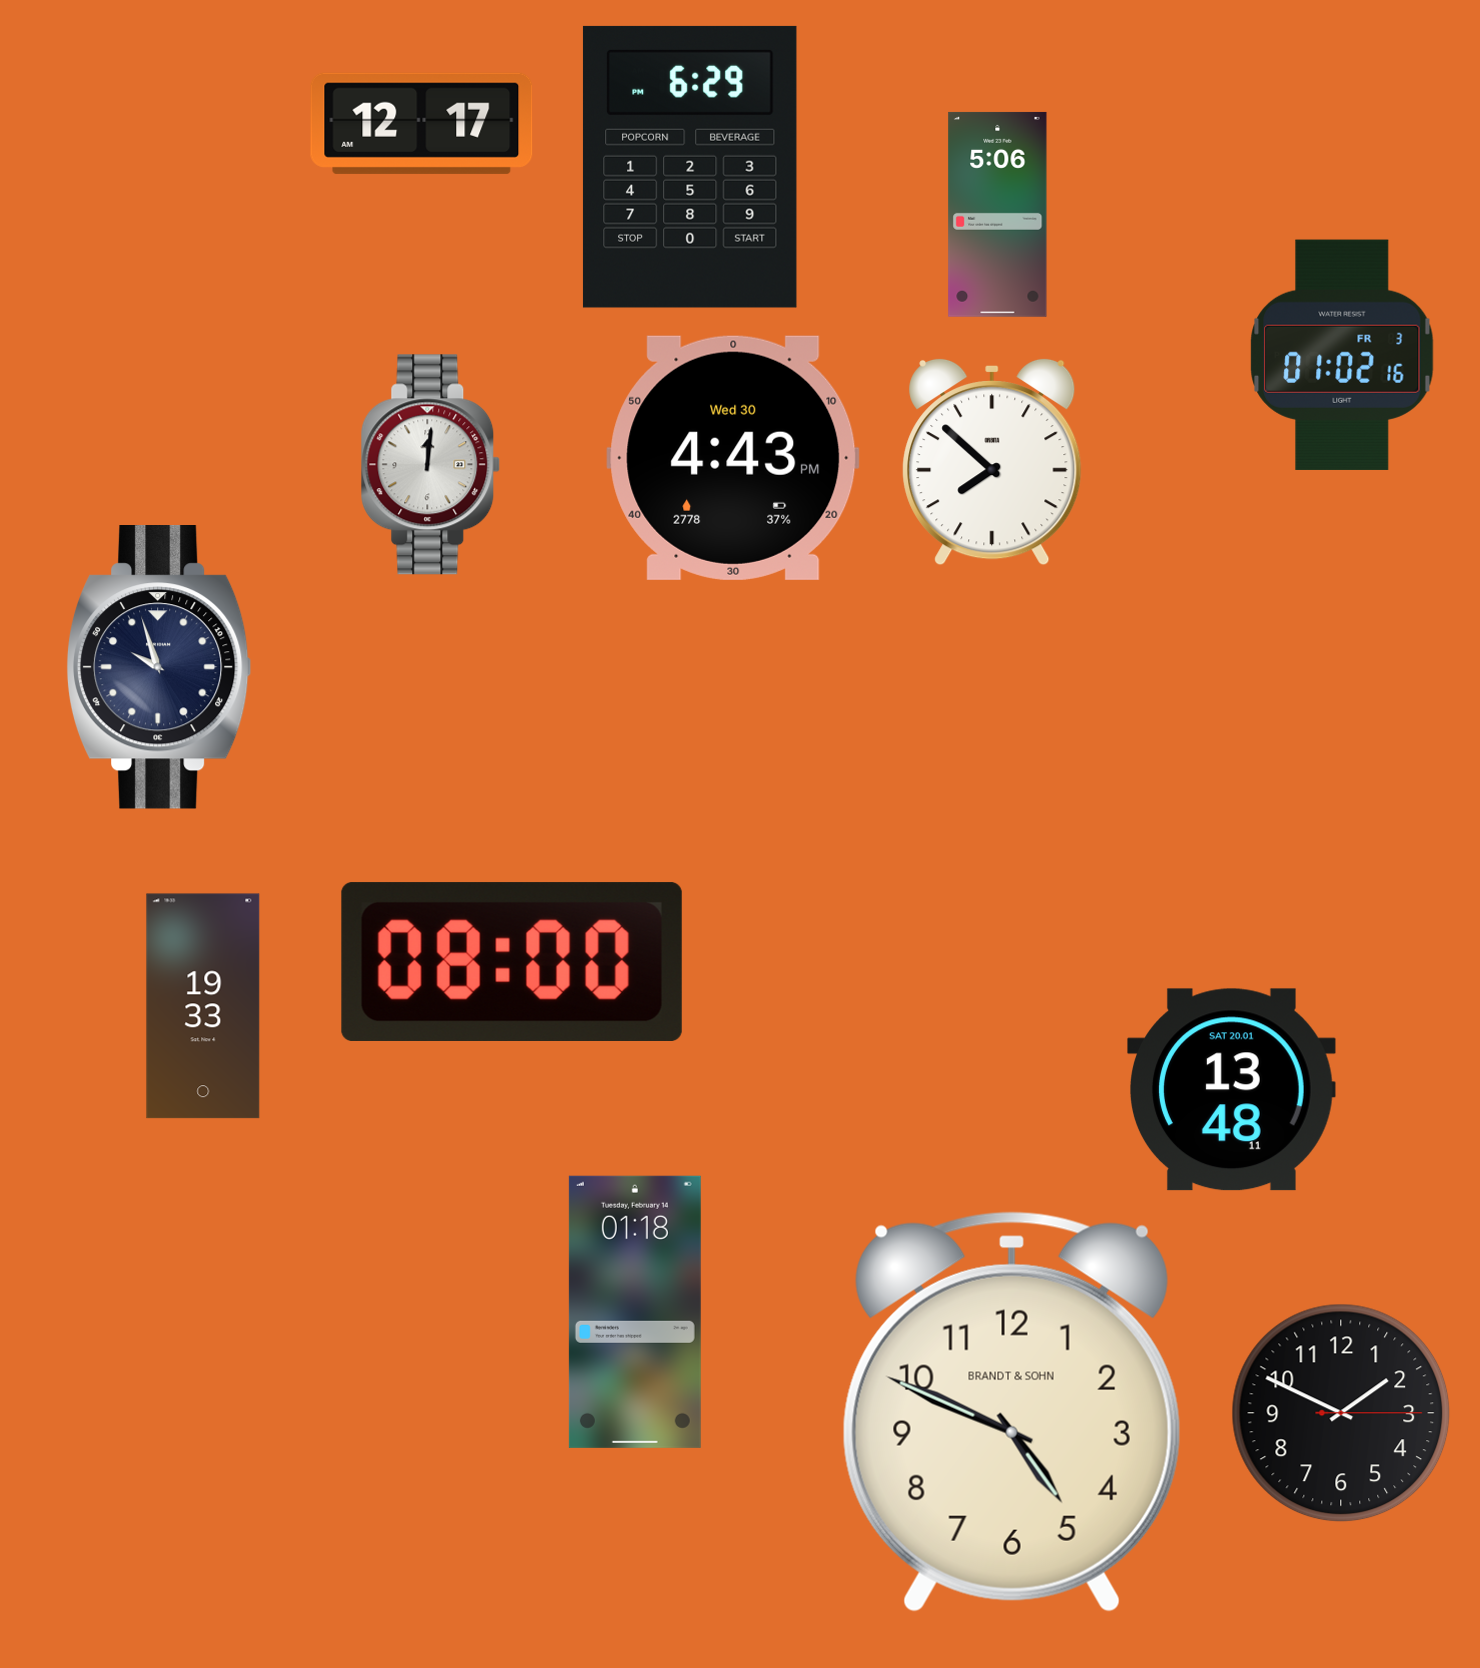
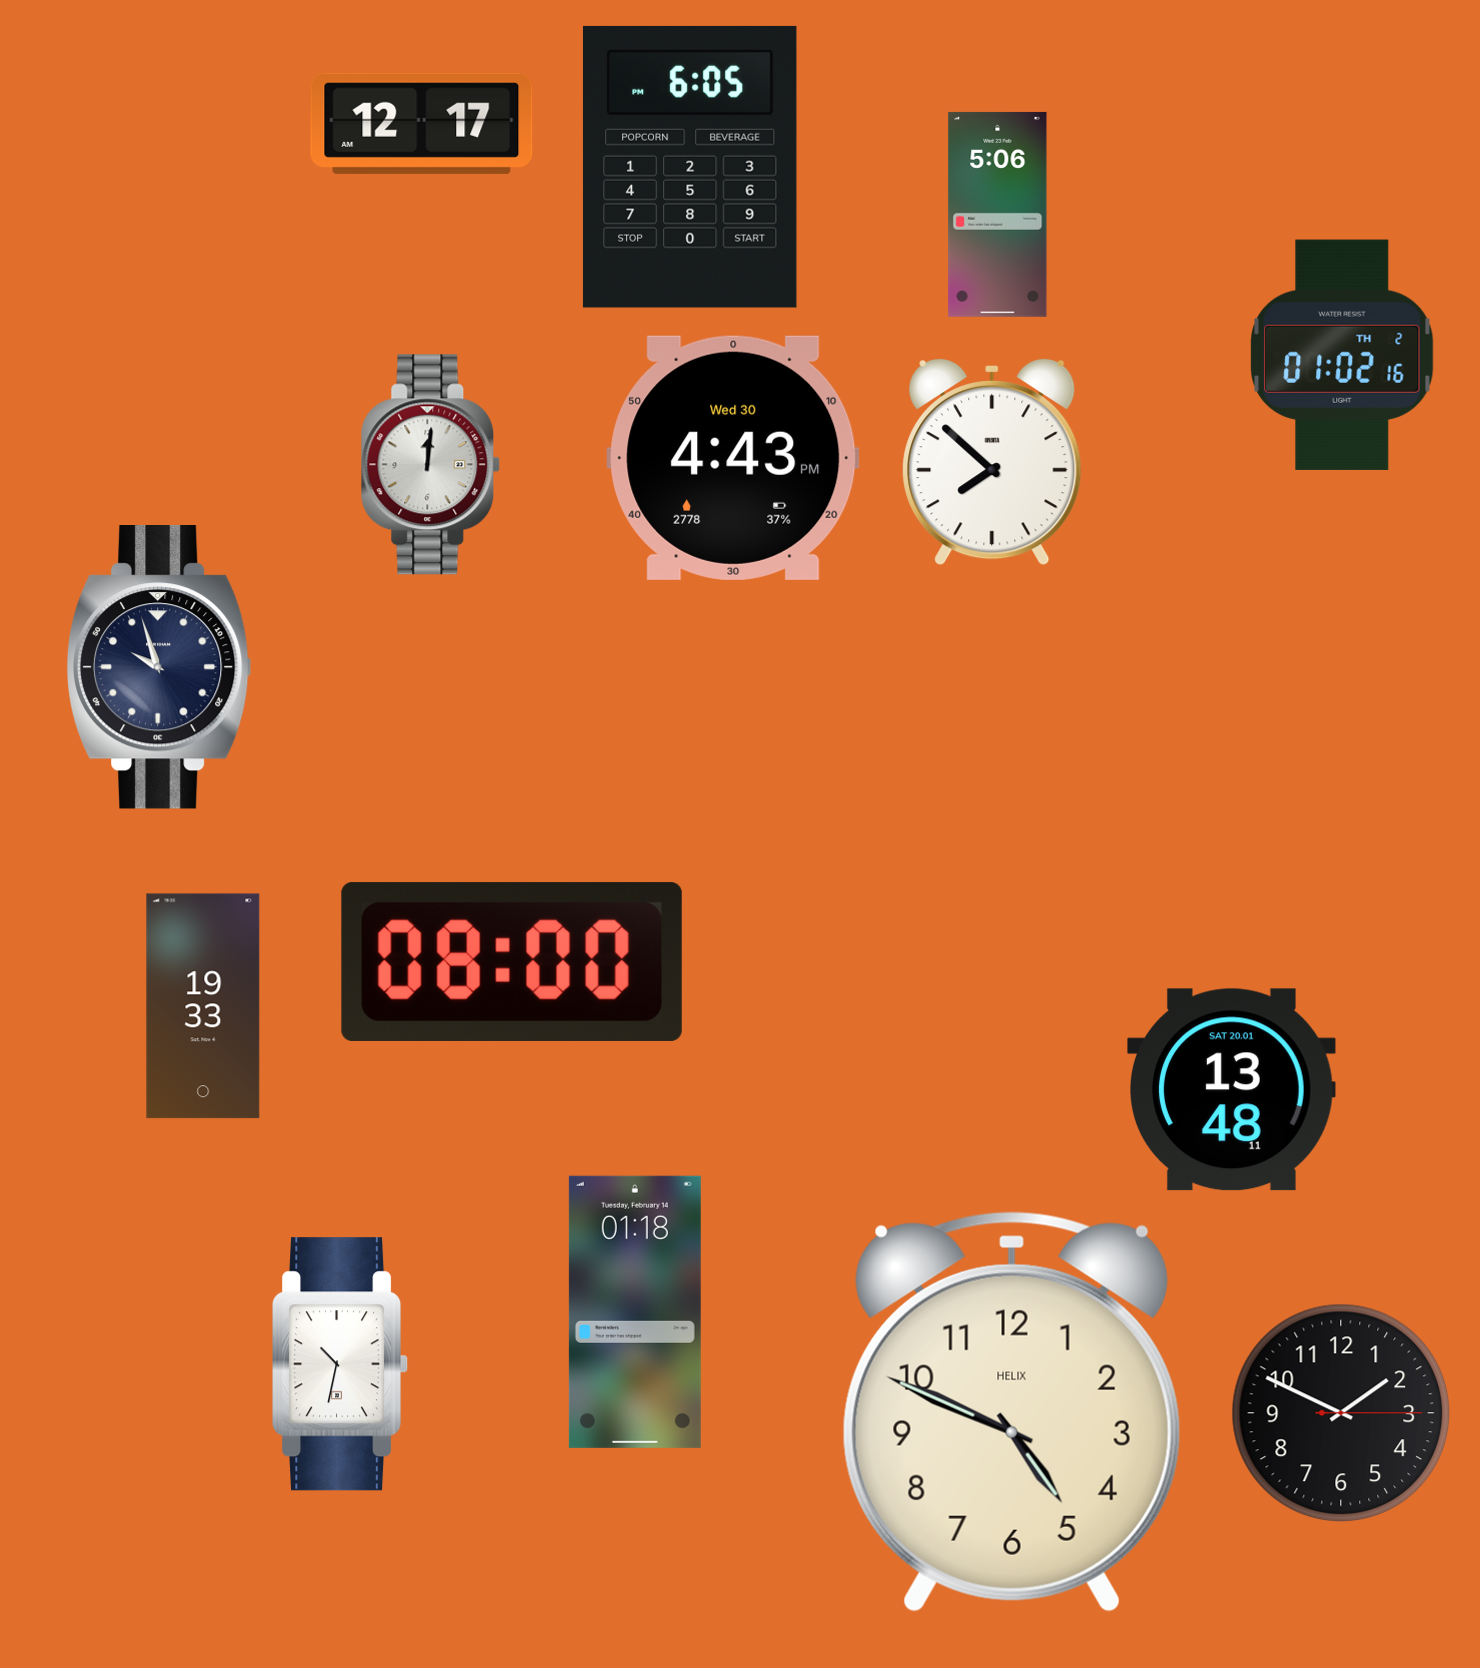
clock at (690, 167): 6:29 -> 6:05
clock at (1342, 355) date: FR 3 -> TH 2
clock at (341, 1364): none -> 10:32
clock at (1012, 1412) brand: BRANDT & SOHN -> HELIX
